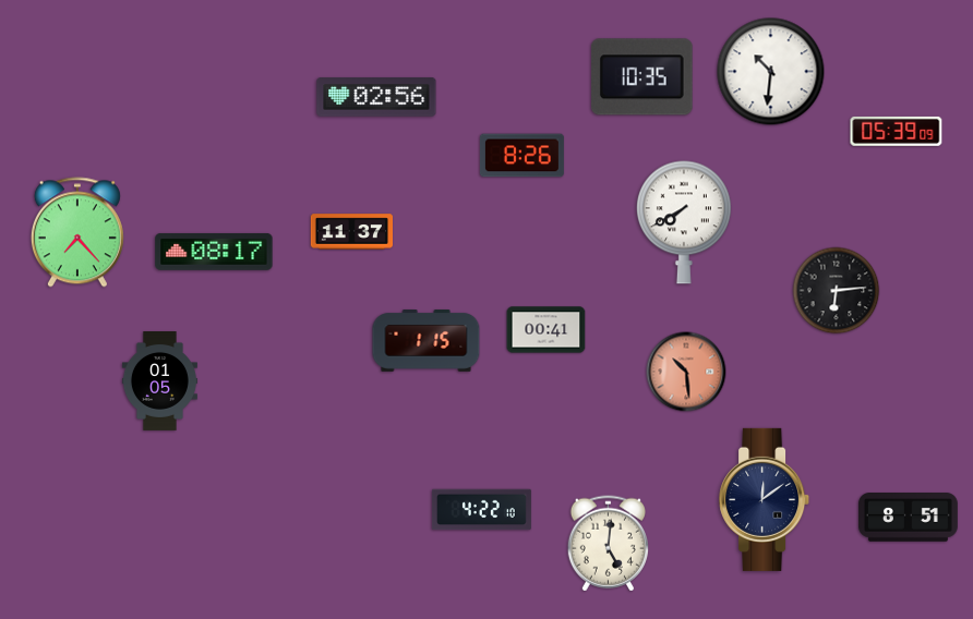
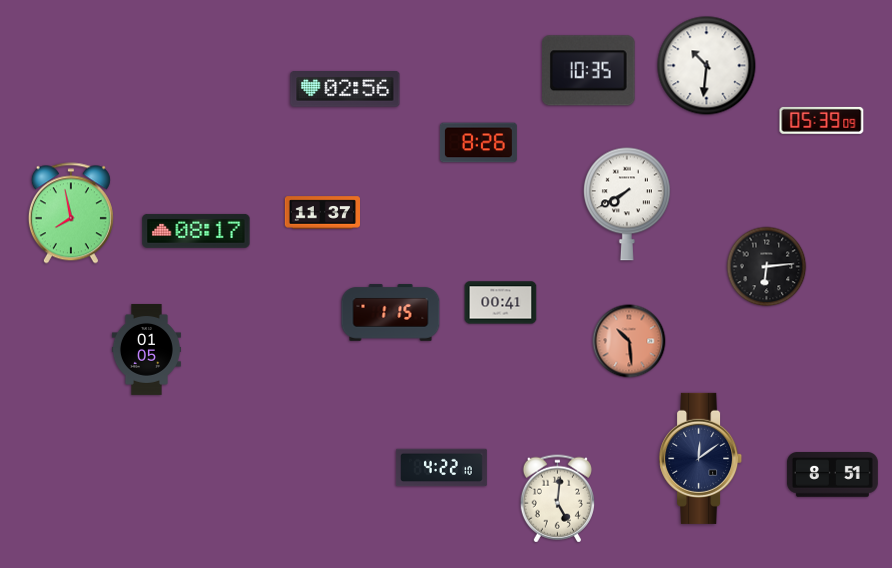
clock at (77, 232): 7:23 -> 7:58
